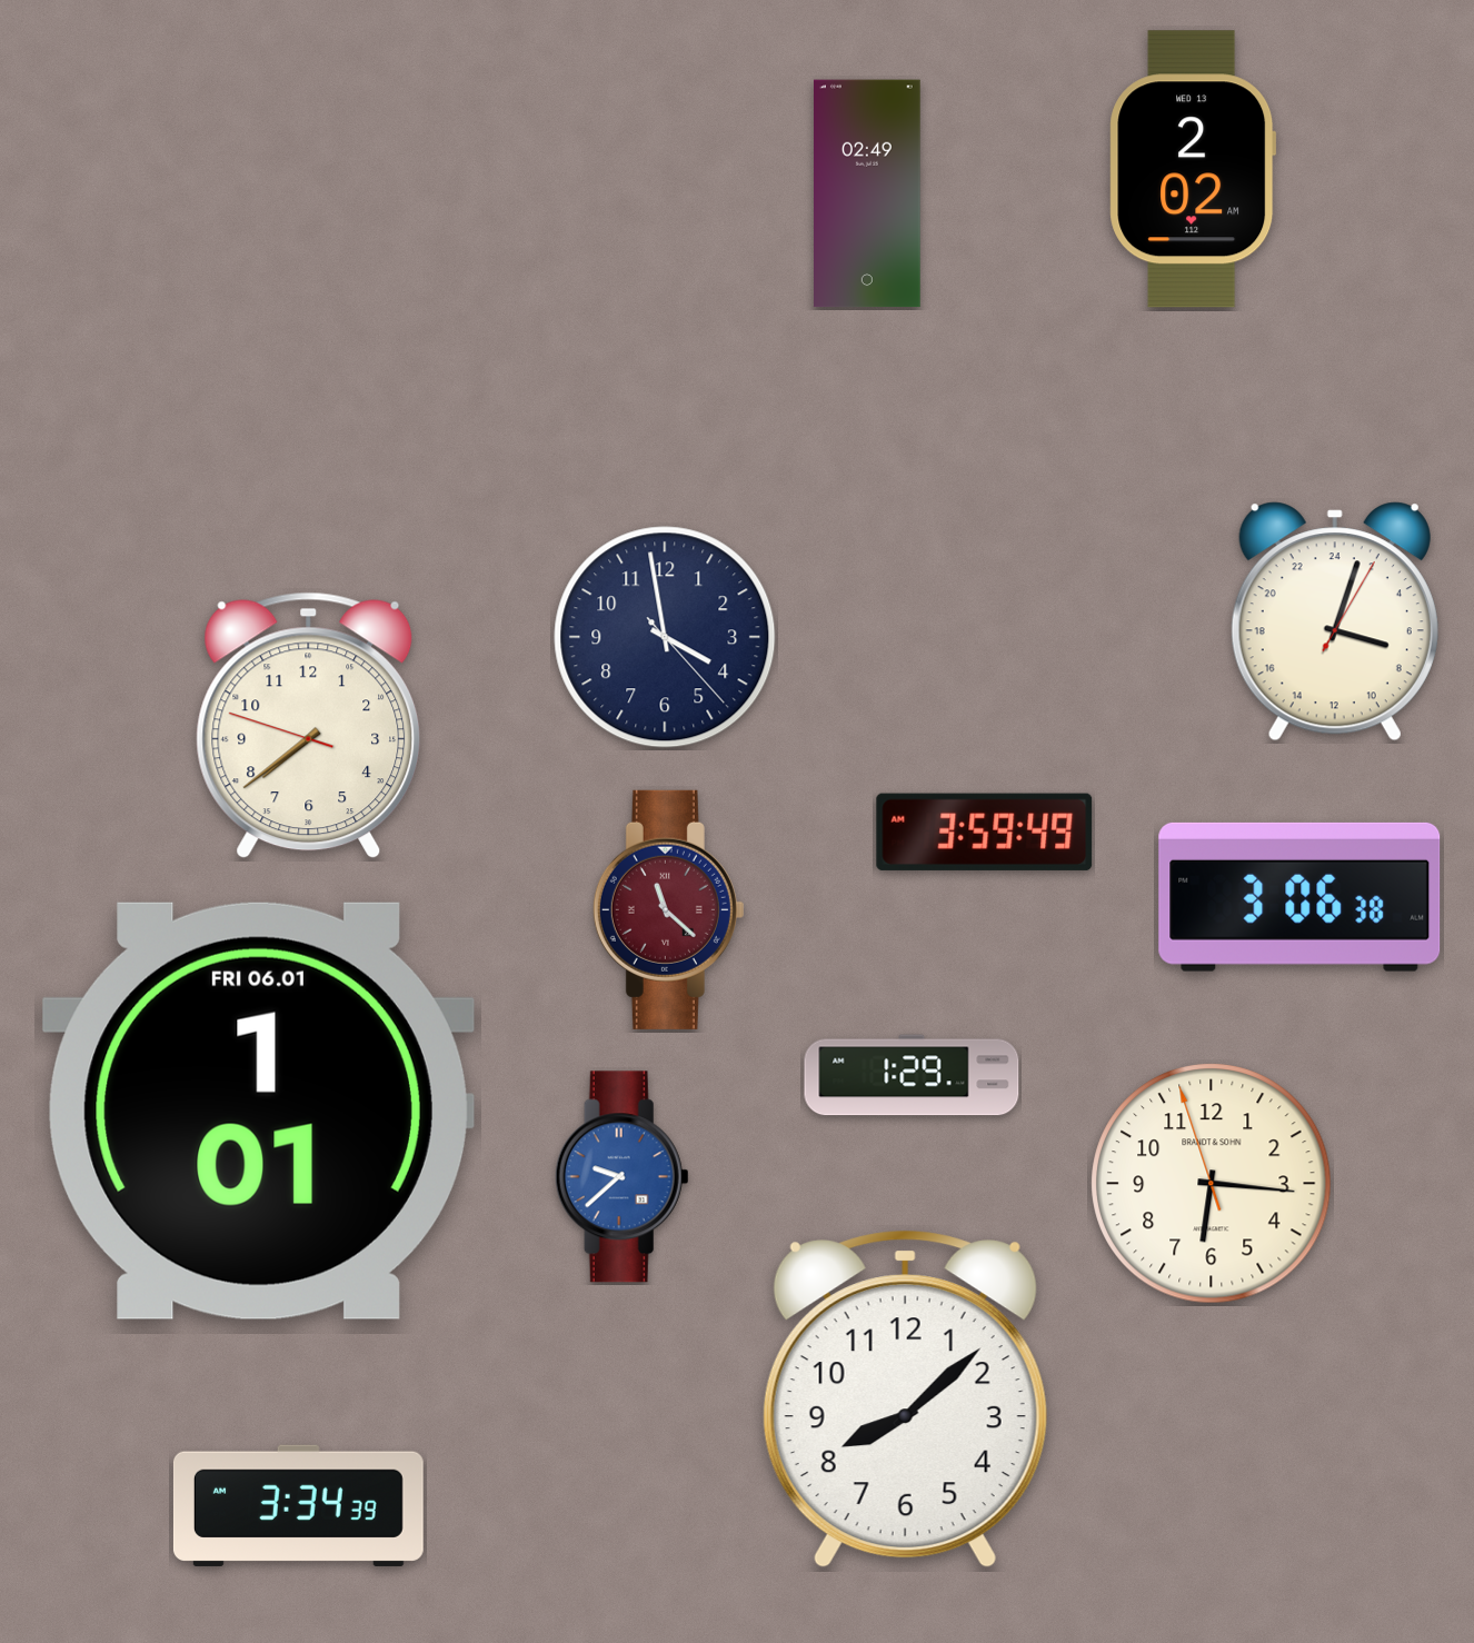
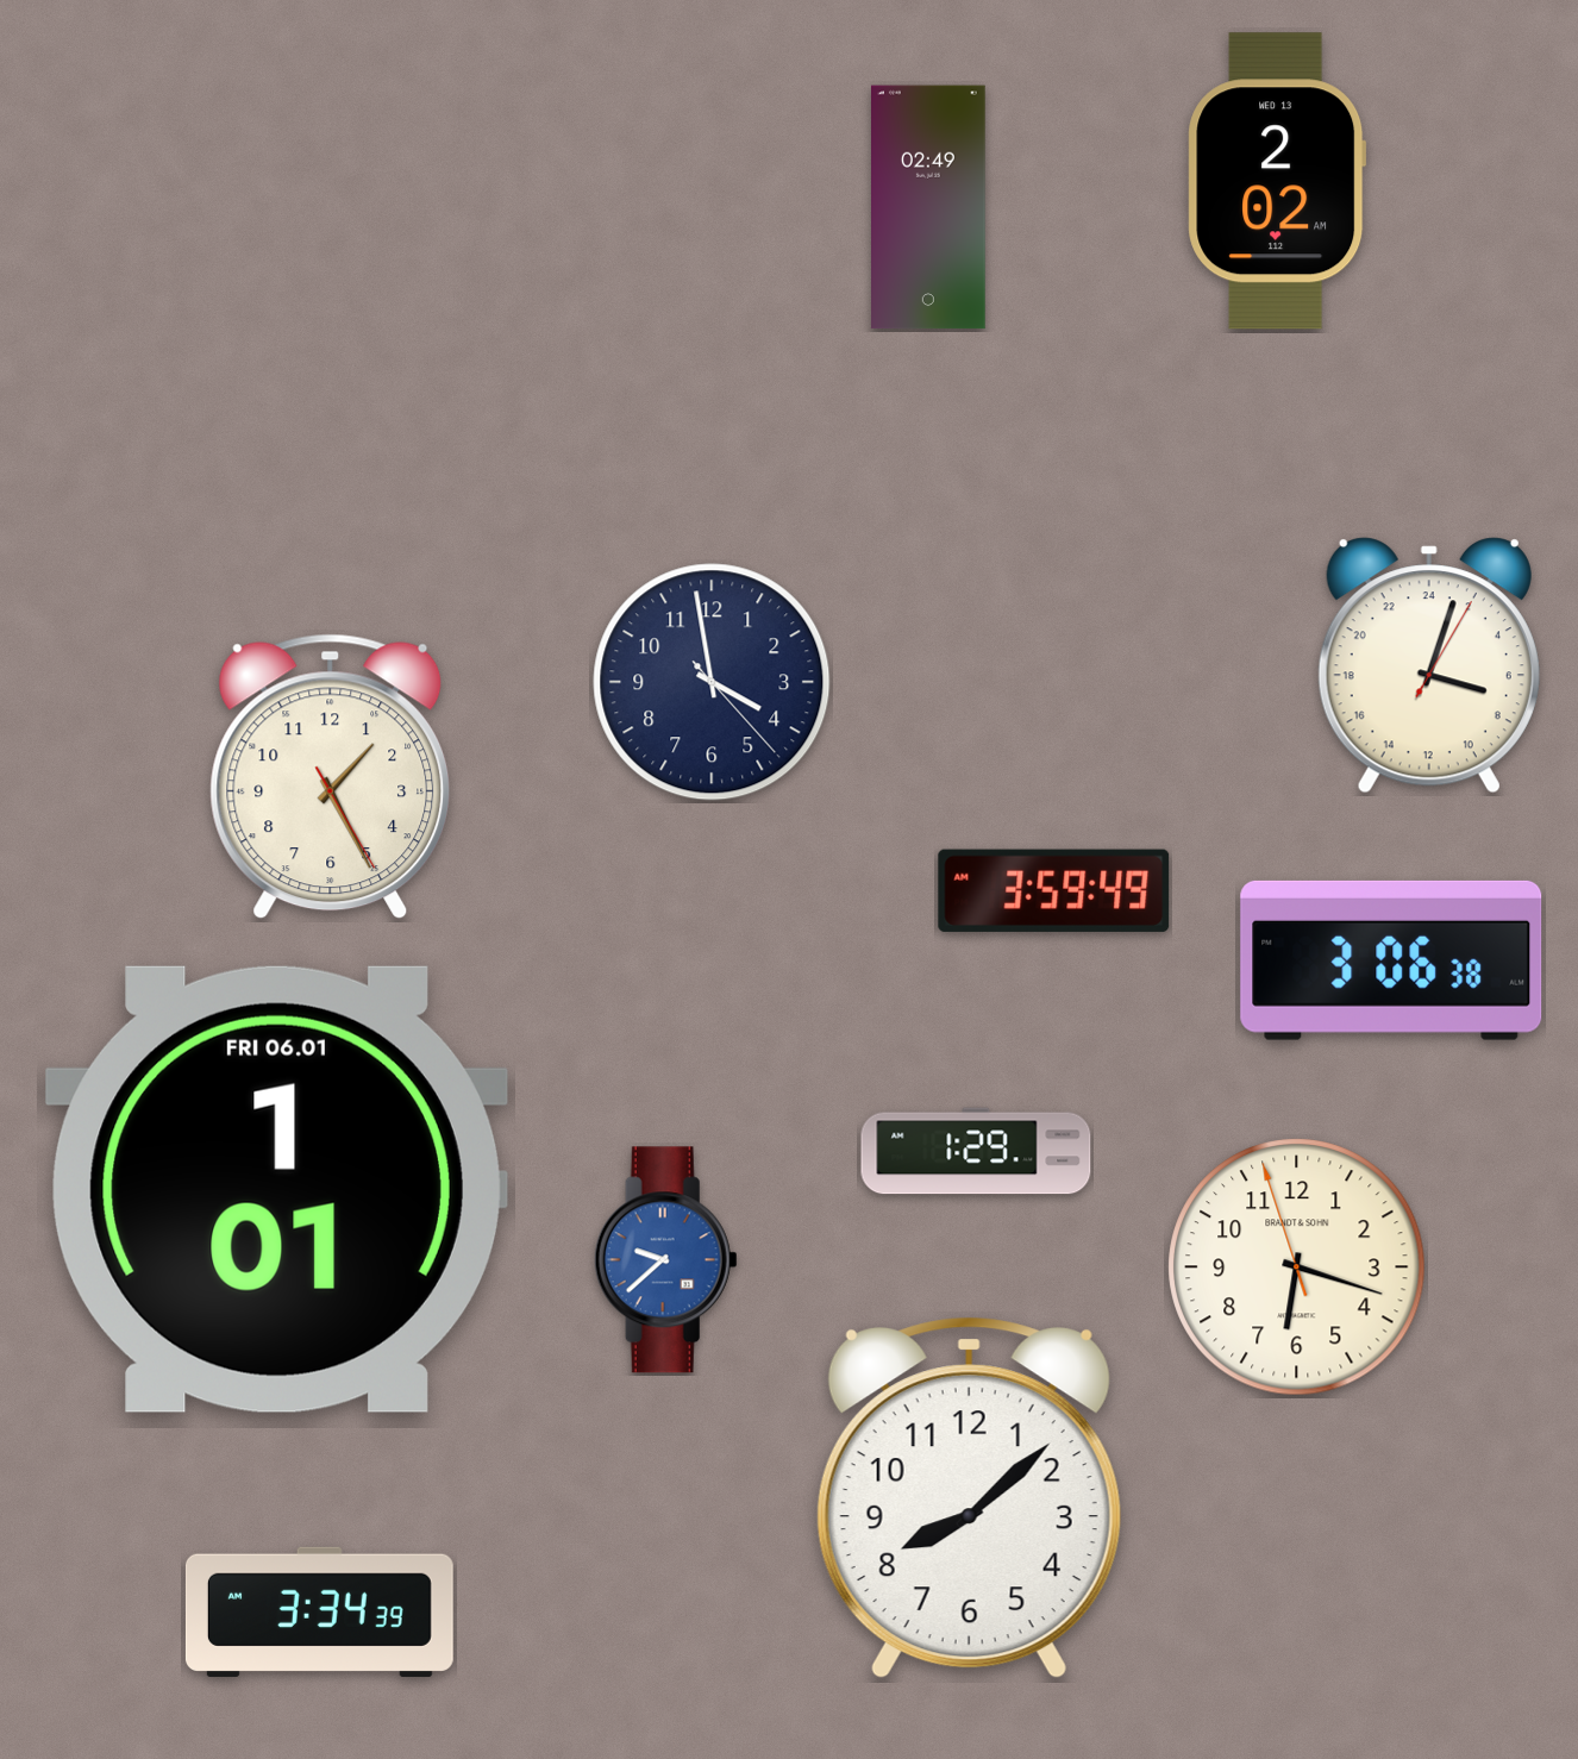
clock at (309, 726): 7:38 -> 1:25
clock at (668, 909): 11:22 -> none
clock at (1212, 1184): 6:15 -> 6:17
